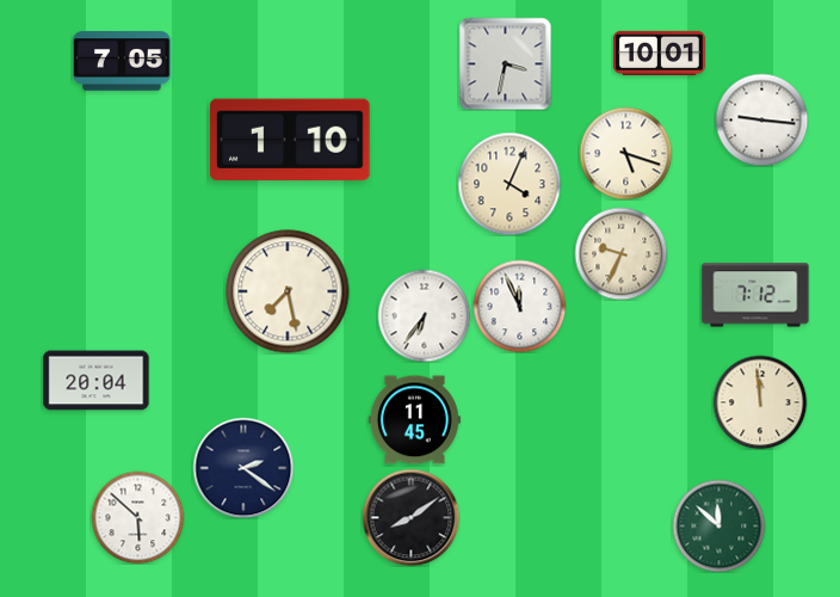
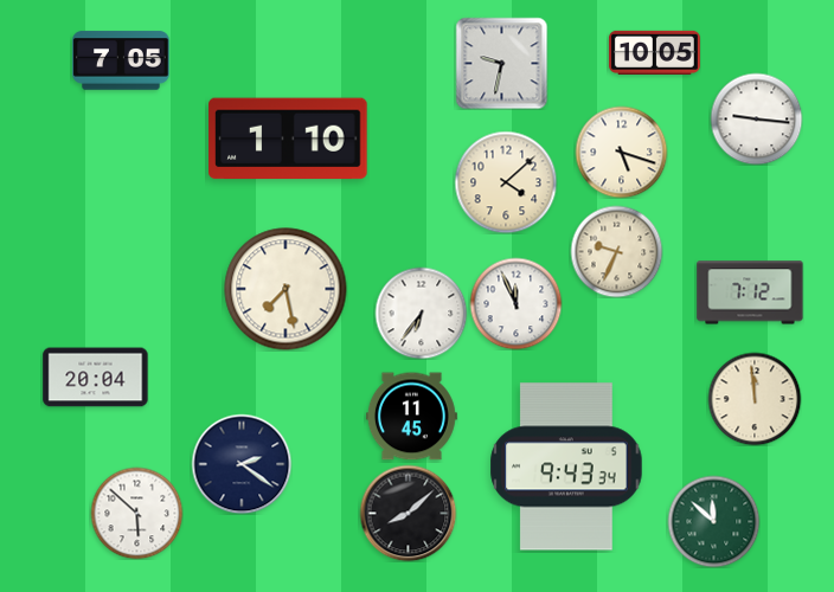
clock at (659, 53): 10:01 -> 10:05
clock at (505, 63): 3:32 -> 9:32
clock at (509, 184): 4:04 -> 4:08
clock at (566, 466): none -> 9:43
clock at (410, 517): 8:09 -> 8:08
